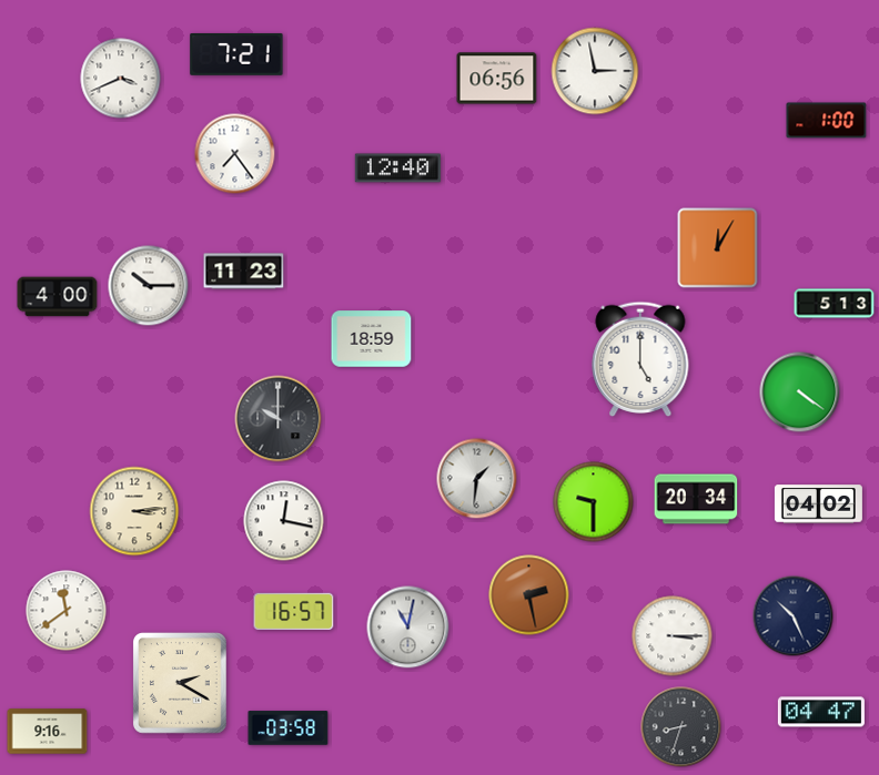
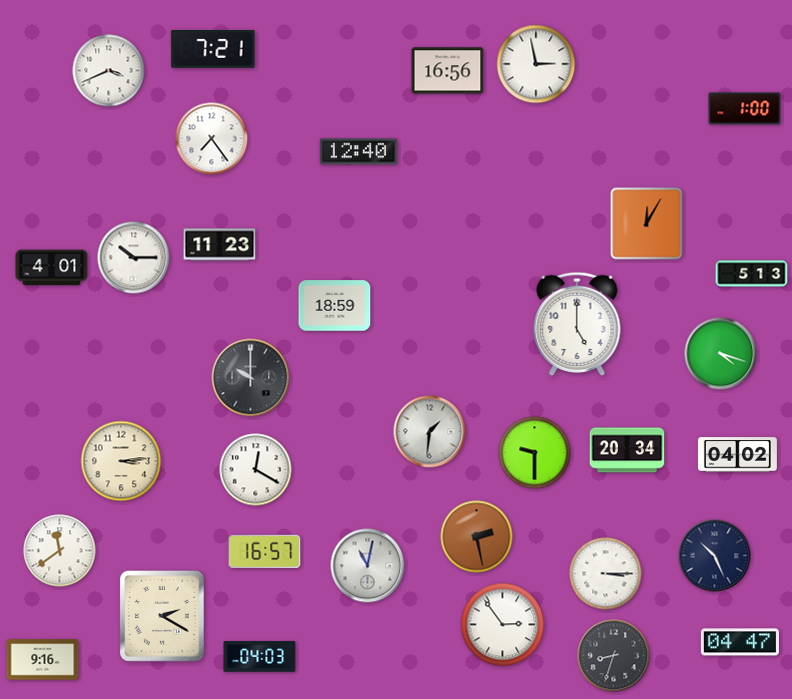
clock at (497, 79): 06:56 -> 16:56
clock at (58, 297): 4:00 -> 4:01
clock at (800, 392): 4:21 -> 4:18
clock at (284, 521): 12:17 -> 12:20
clock at (503, 625): none -> 2:54
clock at (289, 728): 03:58 -> 04:03
